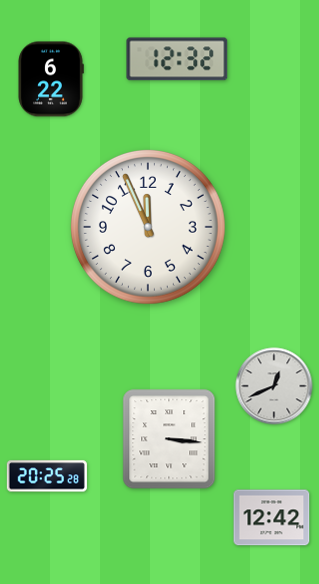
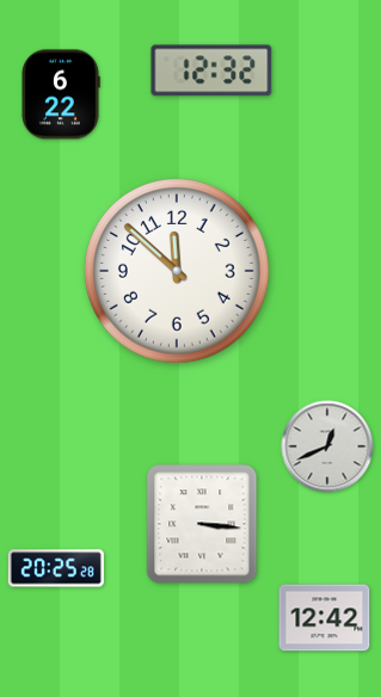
clock at (148, 227): 11:56 -> 11:52
clock at (274, 386) position: (274, 386) -> (327, 446)
